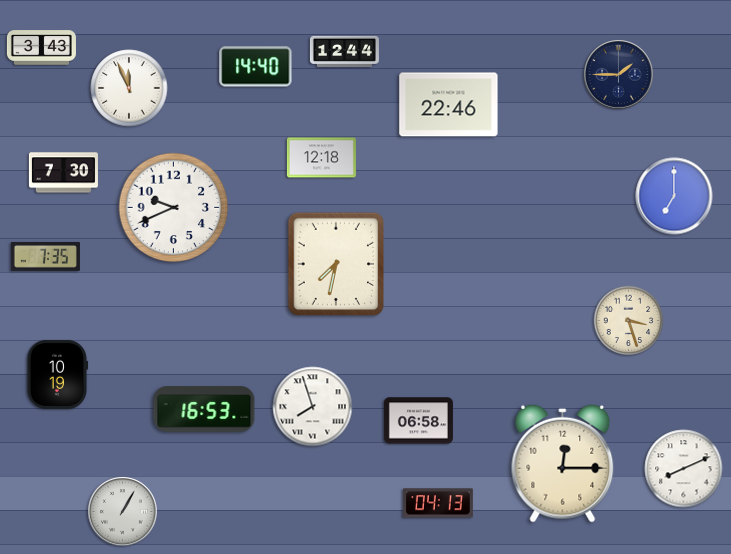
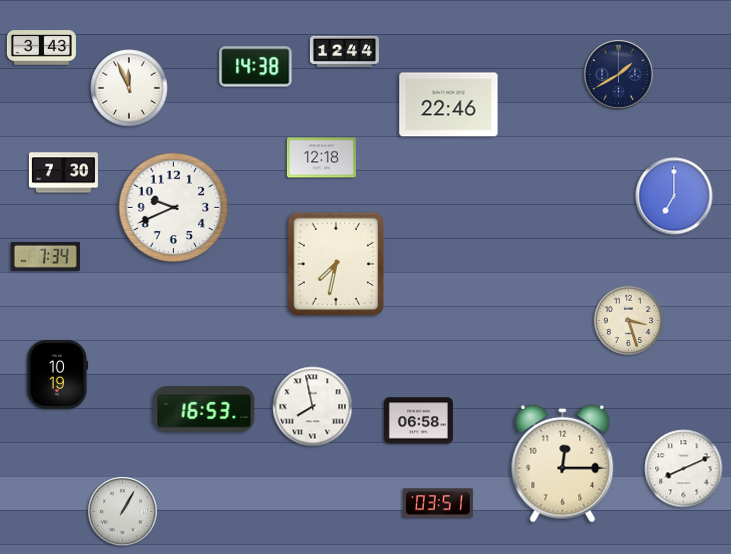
clock at (256, 67): 14:40 -> 14:38
clock at (619, 75): 1:45 -> 1:40
clock at (45, 257): 7:35 -> 7:34
clock at (313, 407): 7:57 -> 7:58
clock at (438, 503): 04:13 -> 03:51
